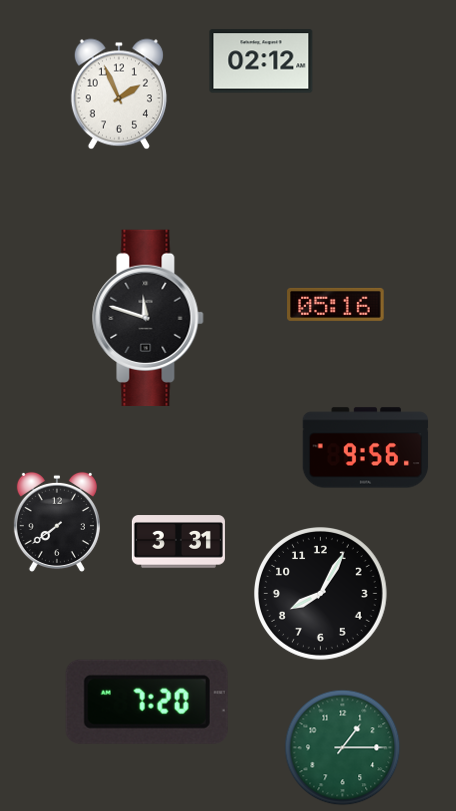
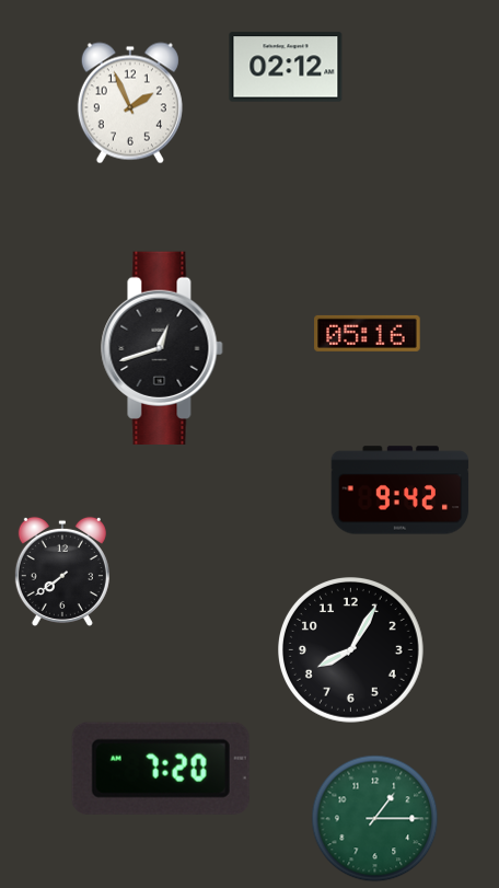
clock at (148, 317): 11:48 -> 12:42
clock at (366, 448): 9:56 -> 9:42
clock at (178, 542): 3:31 -> none
